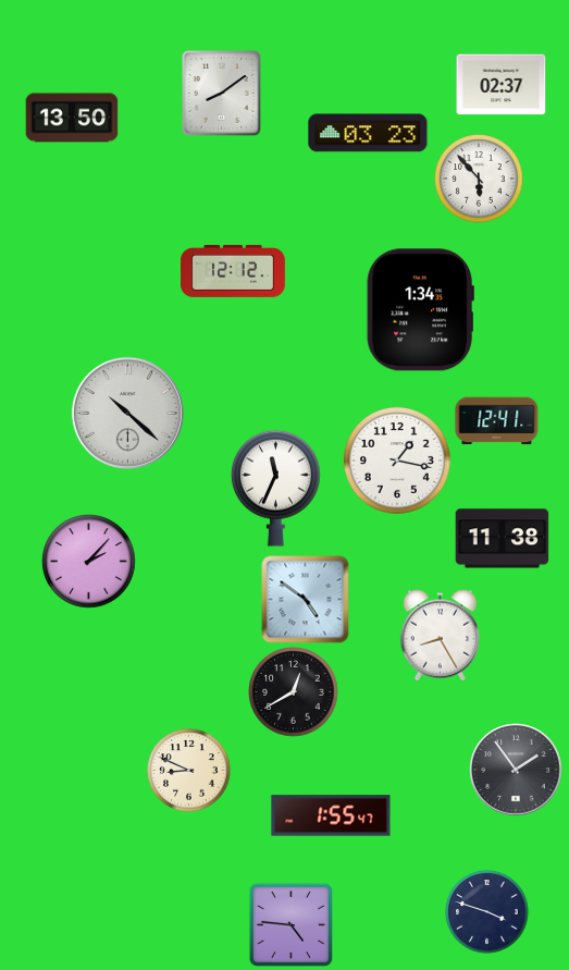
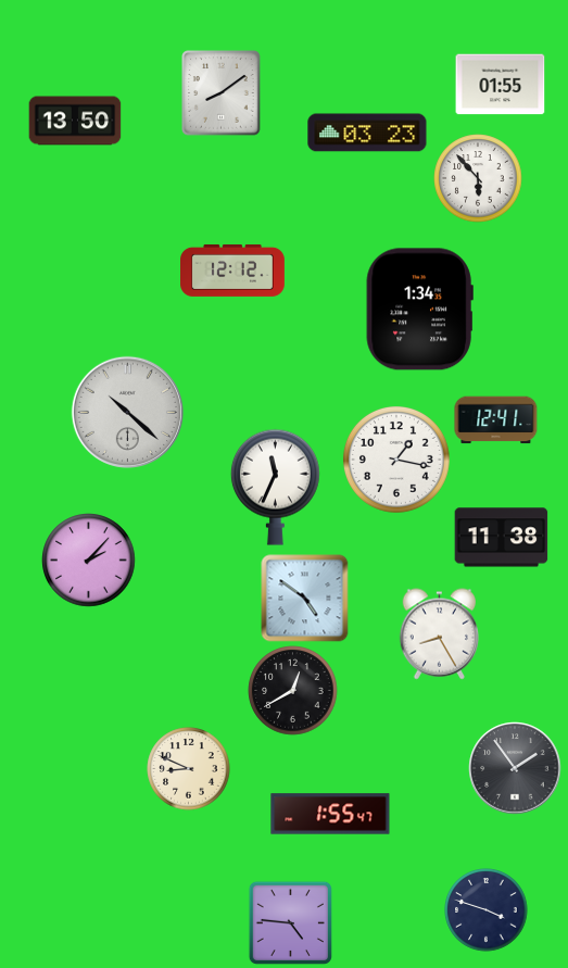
clock at (502, 85): 02:37 -> 01:55
clock at (72, 118) position: (72, 118) -> (75, 121)
